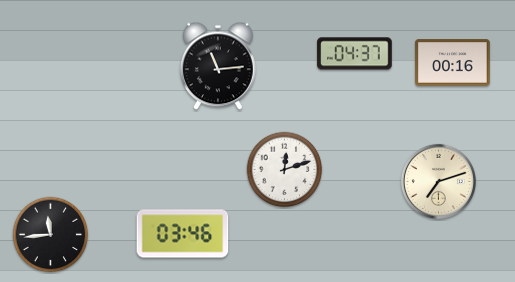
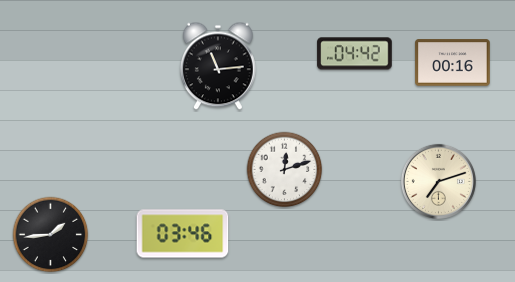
clock at (355, 54): 04:37 -> 04:42
clock at (51, 235): 11:44 -> 1:44
